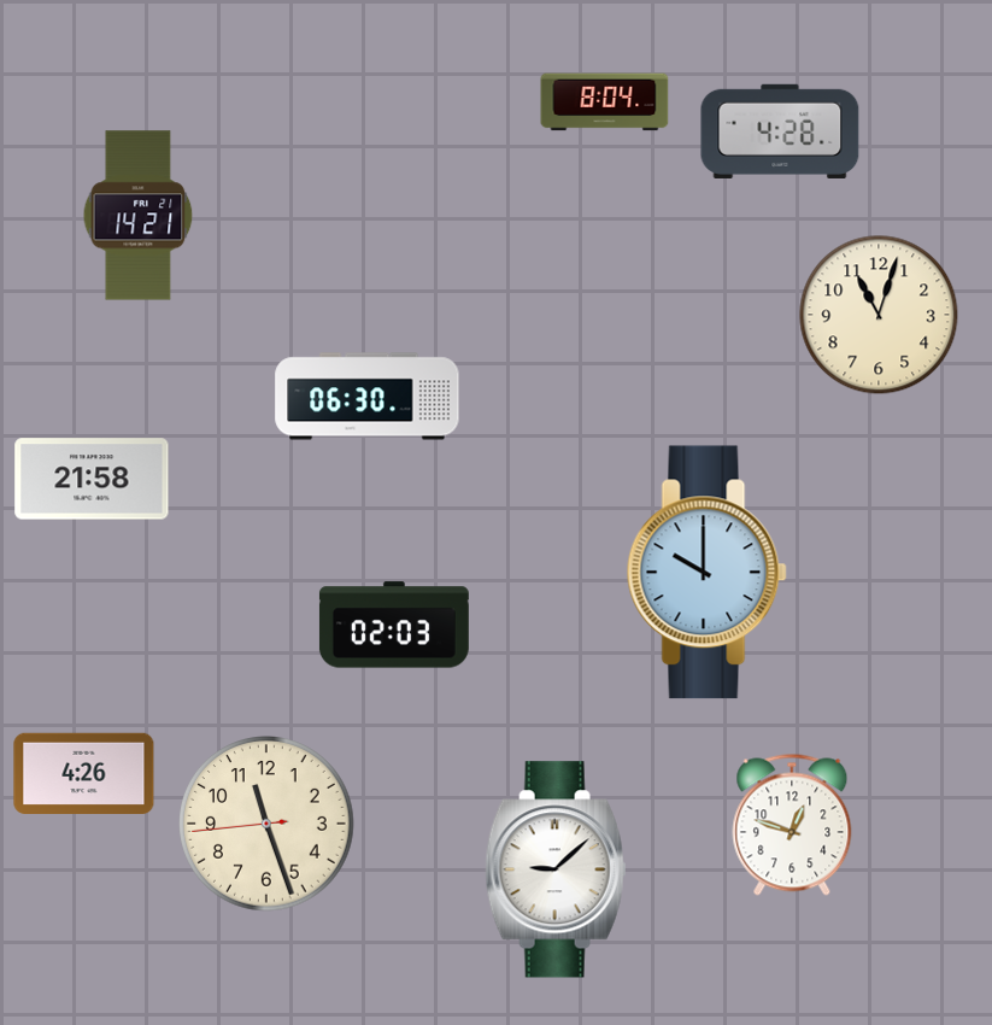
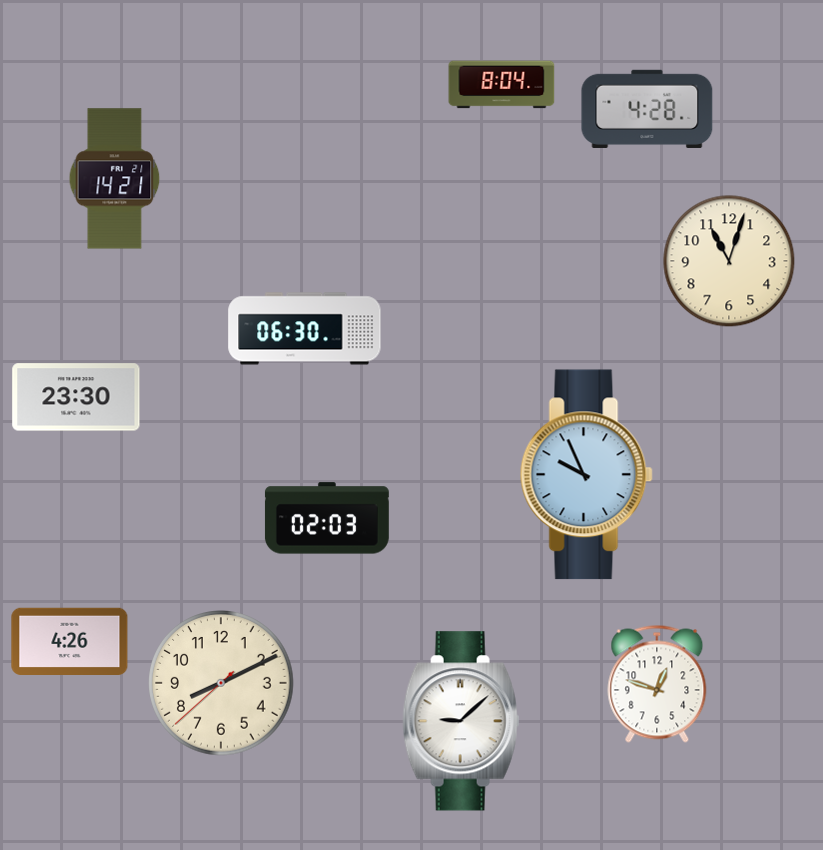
clock at (92, 479): 21:58 -> 23:30
clock at (706, 573): 10:00 -> 9:56
clock at (266, 824): 11:26 -> 8:10
